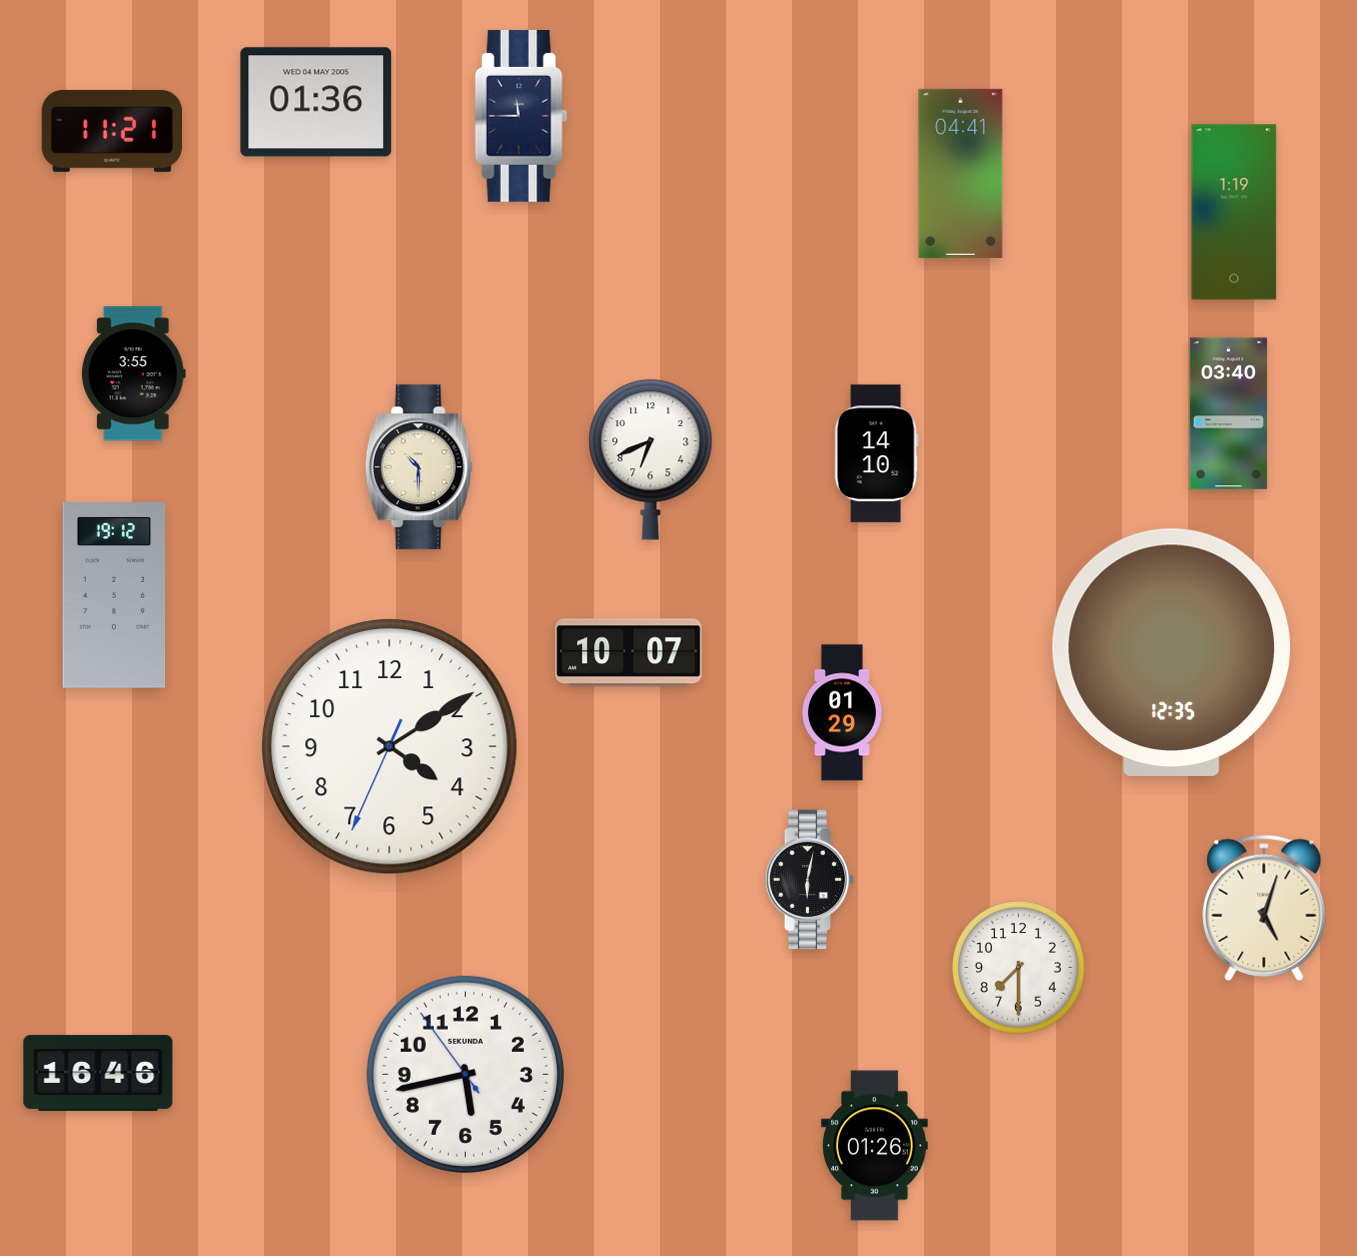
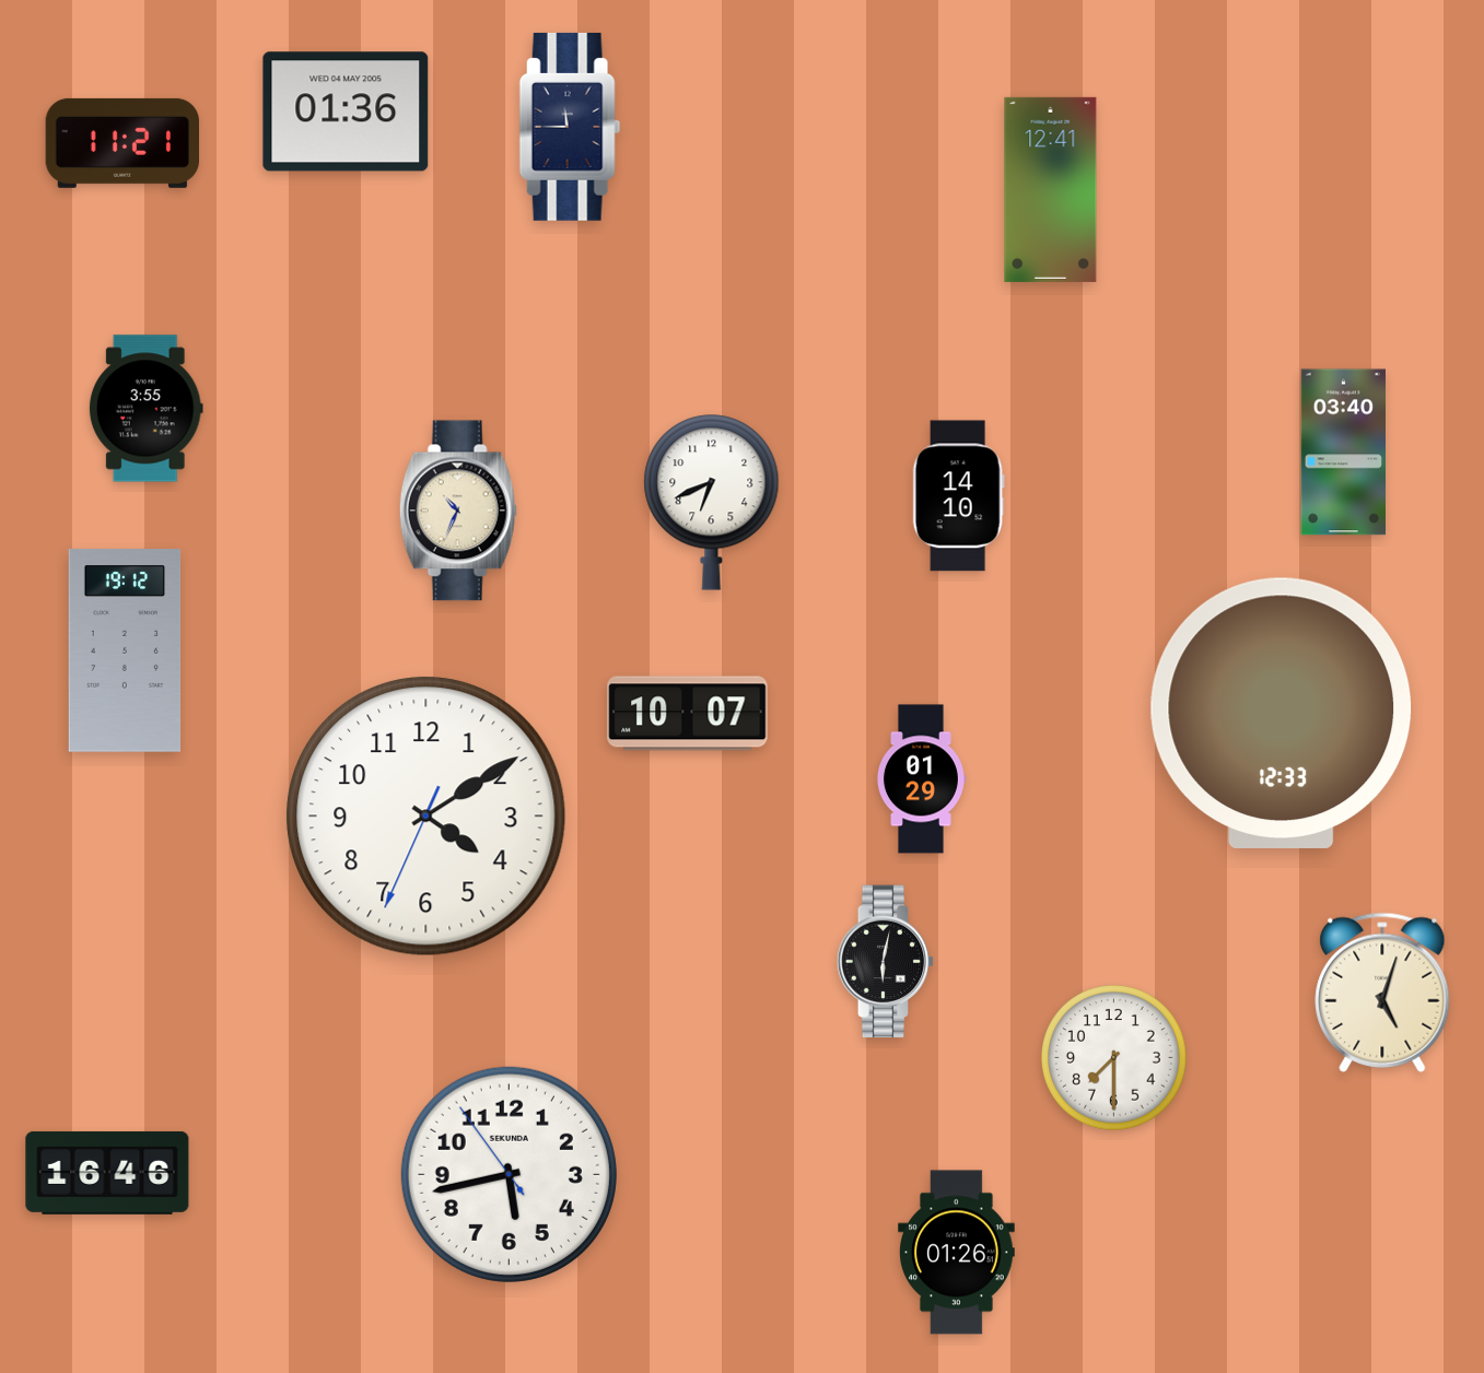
clock at (961, 173): 04:41 -> 12:41
clock at (1234, 212): 1:19 -> none
clock at (419, 467): 10:30 -> 10:34
clock at (1172, 652): 12:35 -> 12:33
